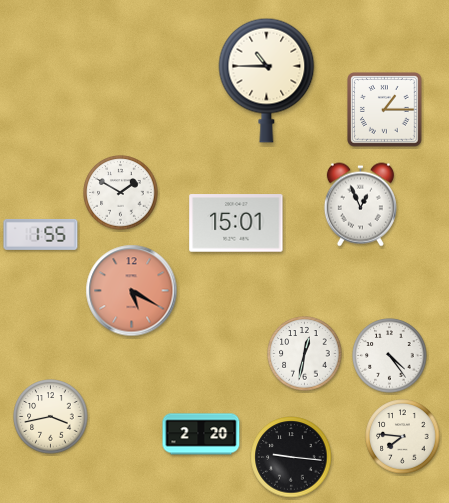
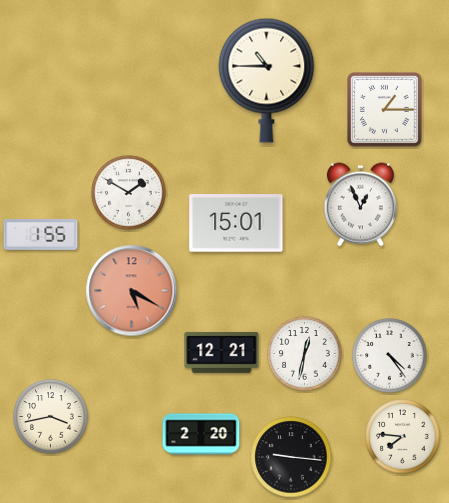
clock at (121, 193) position: (121, 193) -> (129, 193)
clock at (222, 352): none -> 12:21
